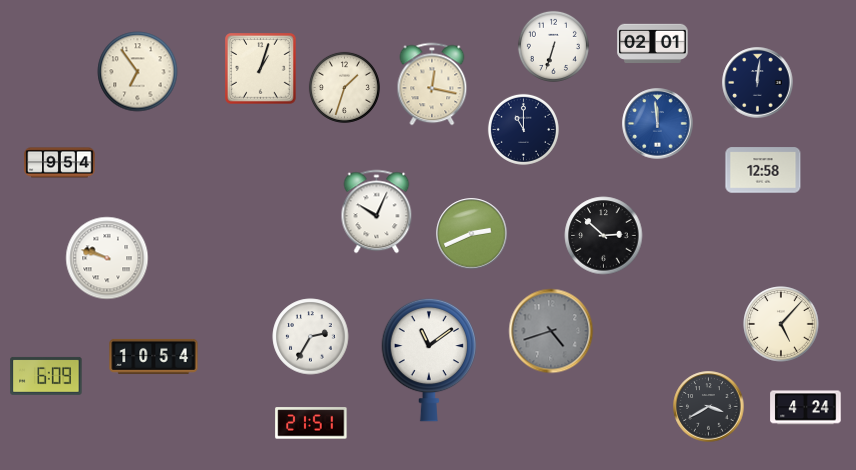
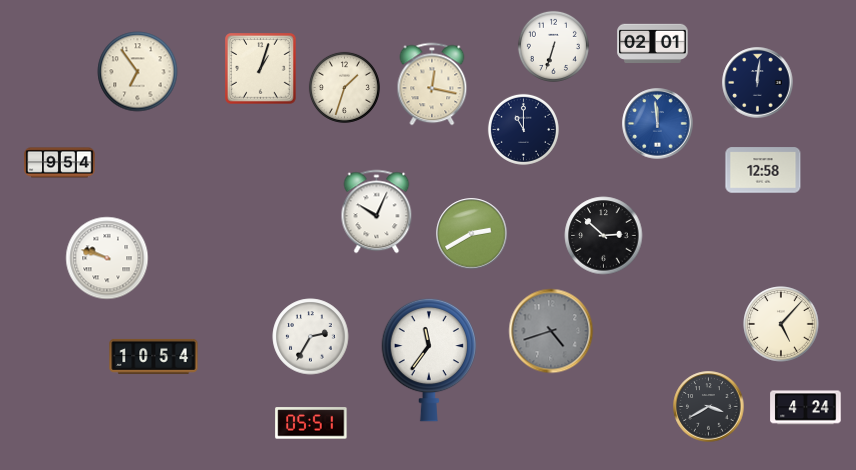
clock at (472, 234): 2:41 -> 2:40
clock at (429, 360): 11:09 -> 11:36
clock at (46, 376): 6:09 -> none
clock at (311, 423): 21:51 -> 05:51
